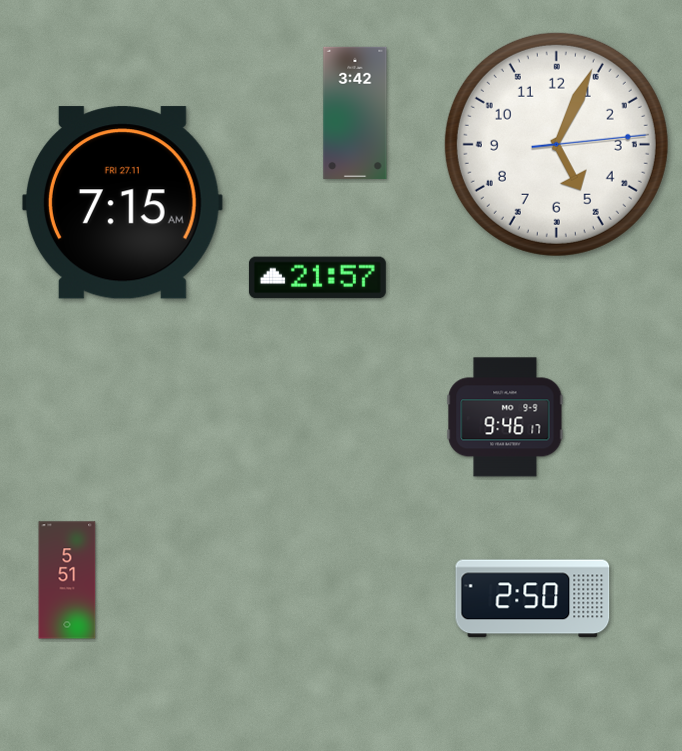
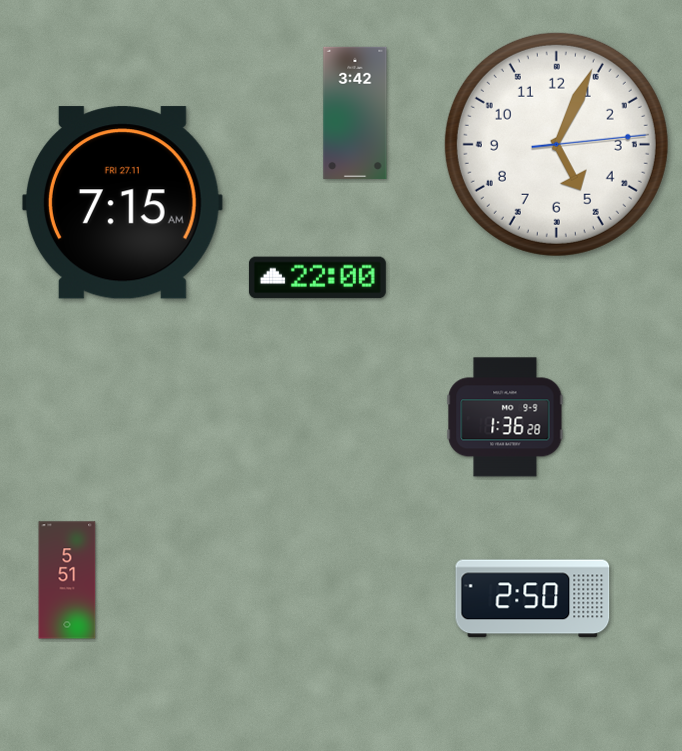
clock at (317, 278): 21:57 -> 22:00
clock at (505, 417): 9:46 -> 1:36
